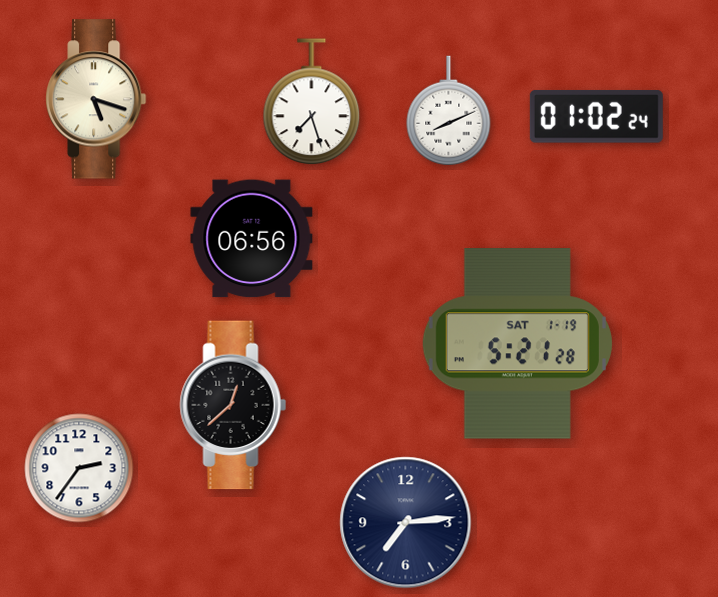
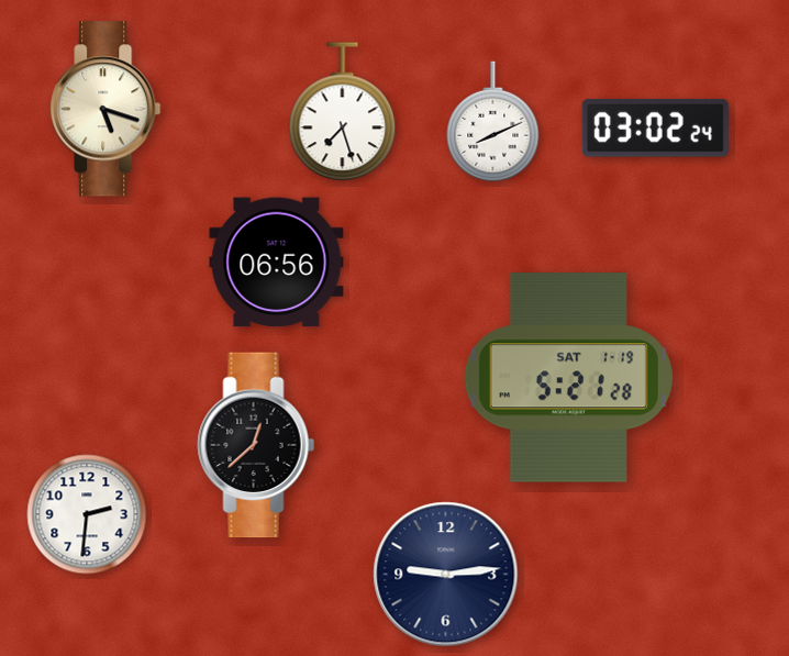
clock at (596, 117): 01:02 -> 03:02
clock at (79, 468): 2:36 -> 2:31
clock at (406, 523): 7:14 -> 9:14
